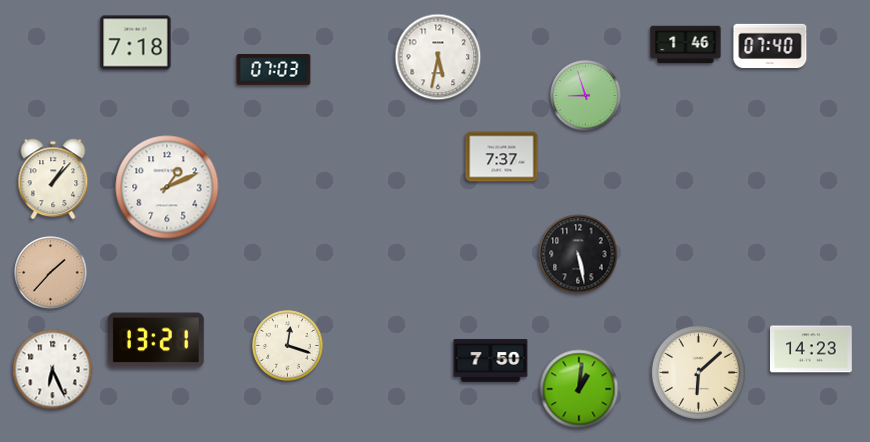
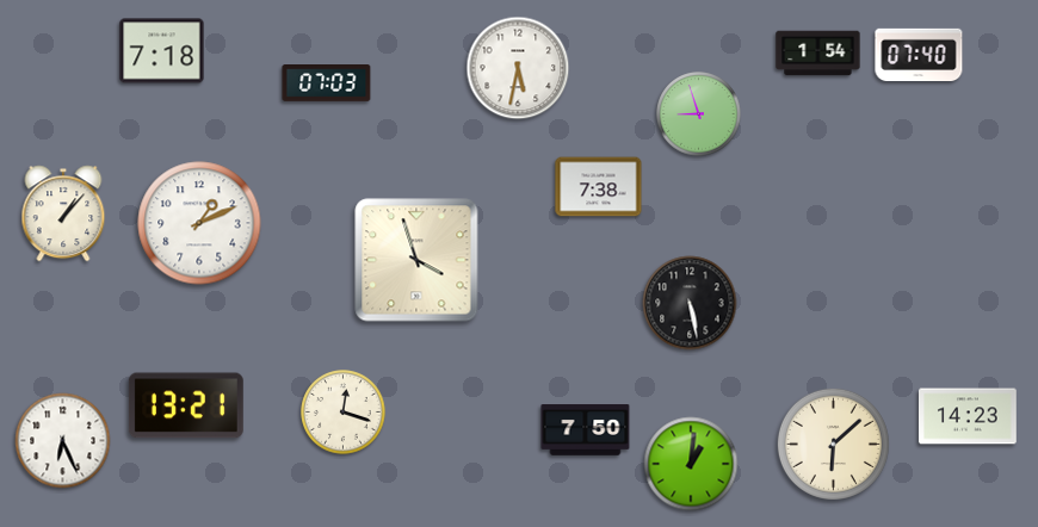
clock at (686, 45): 1:46 -> 1:54
clock at (438, 57) position: (438, 57) -> (518, 68)
clock at (502, 157): 7:37 -> 7:38
clock at (416, 260): none -> 3:57
clock at (51, 273): 1:37 -> none
